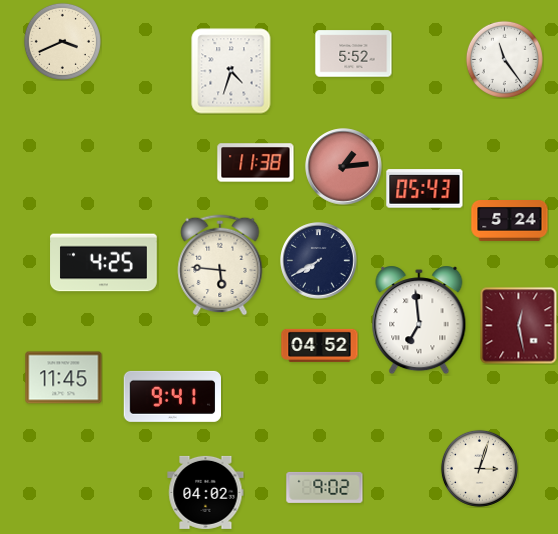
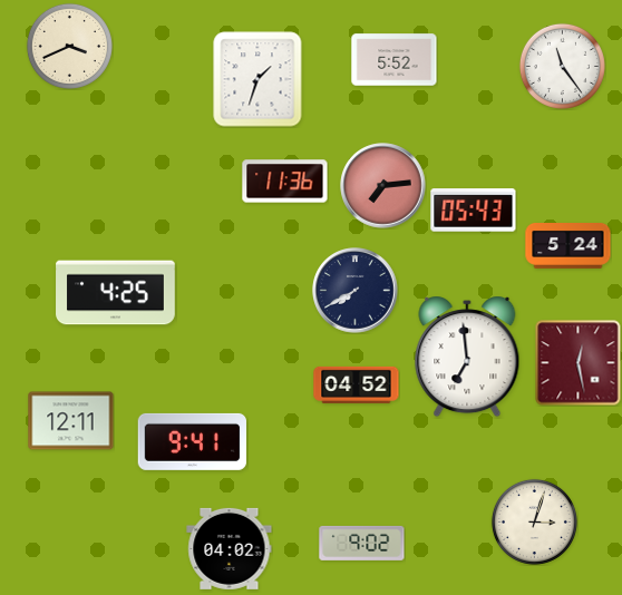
clock at (231, 71): 4:33 -> 1:33
clock at (256, 163): 11:38 -> 11:36
clock at (344, 167): 1:14 -> 7:14
clock at (220, 265): 5:46 -> none
clock at (64, 378): 11:45 -> 12:11
